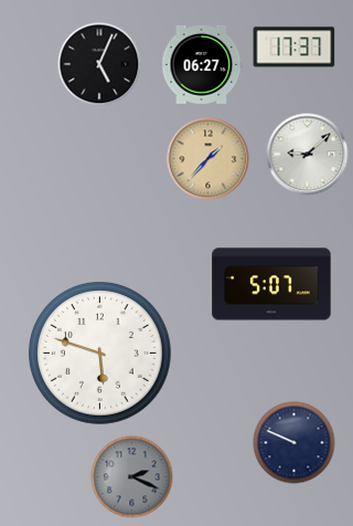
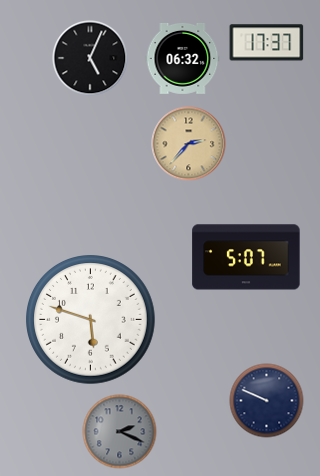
clock at (202, 64): 06:27 -> 06:32
clock at (308, 155): 9:08 -> none
clock at (208, 159): 1:37 -> 2:37
